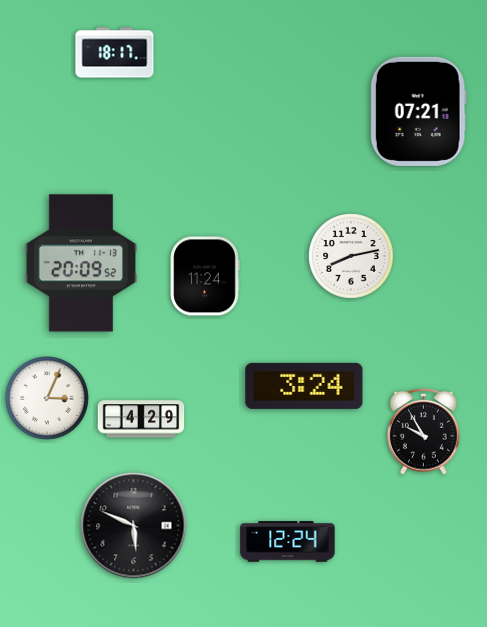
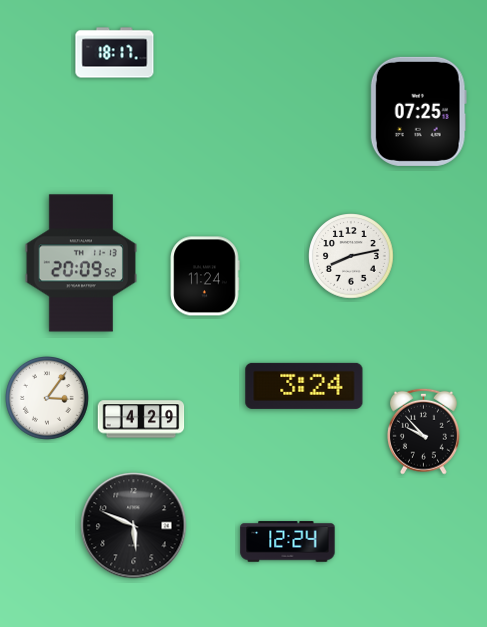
clock at (418, 111): 07:21 -> 07:25
clock at (48, 399): 3:04 -> 3:06
clock at (423, 431): 9:55 -> 9:53
